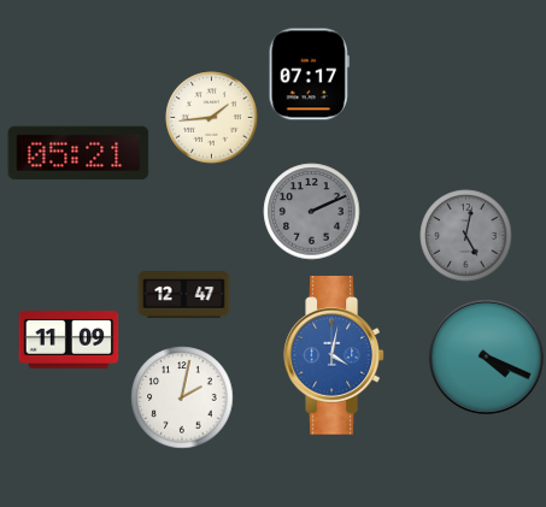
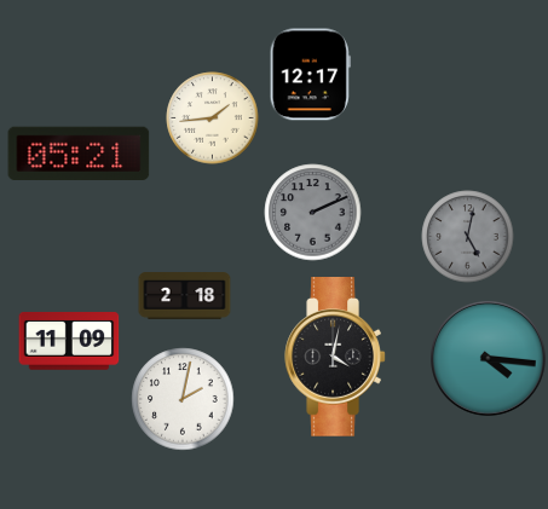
clock at (309, 75): 07:17 -> 12:17
clock at (184, 295): 12:47 -> 2:18
clock at (334, 356) dial: blue -> black
clock at (487, 358): 4:19 -> 4:16
